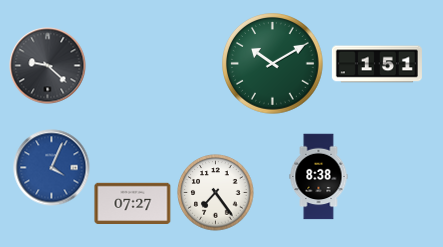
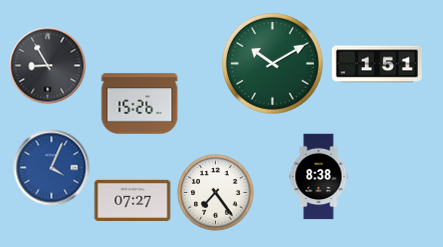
clock at (48, 66): 9:22 -> 8:55
clock at (140, 104): none -> 15:26
clock at (133, 204) position: (133, 204) -> (133, 201)
